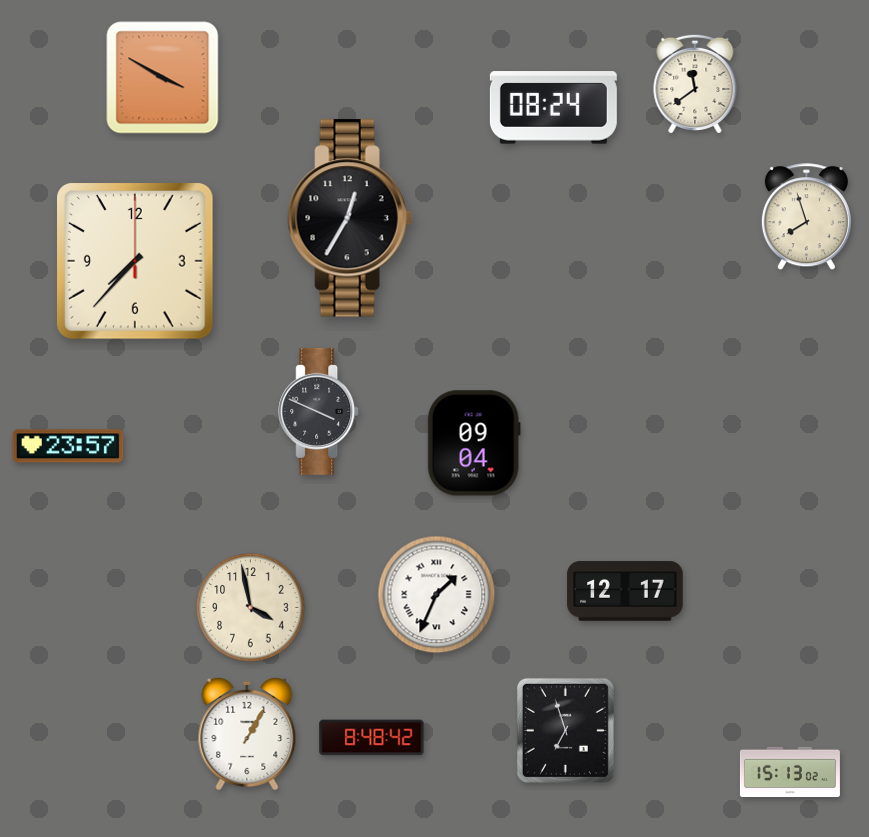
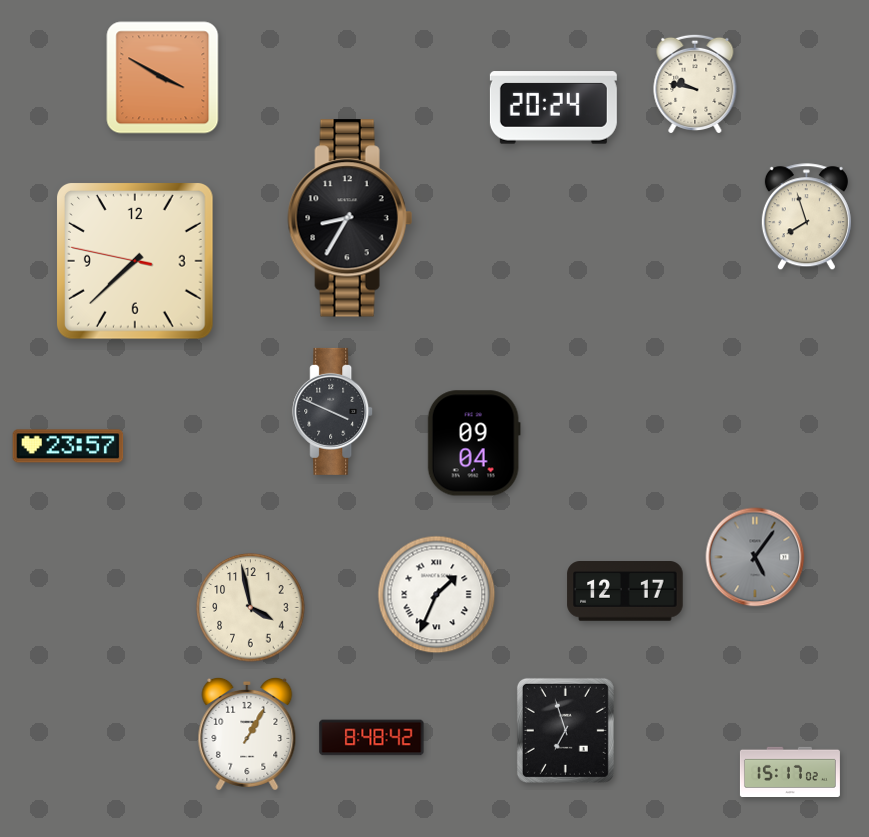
clock at (695, 83): 11:39 -> 9:47
clock at (553, 108): 08:24 -> 20:24
clock at (350, 218): 12:35 -> 8:35
clock at (135, 261): 7:37:00 -> 7:37:47
clock at (319, 411) position: (319, 411) -> (333, 411)
clock at (755, 557): none -> 5:06
clock at (790, 771): 15:13 -> 15:17
